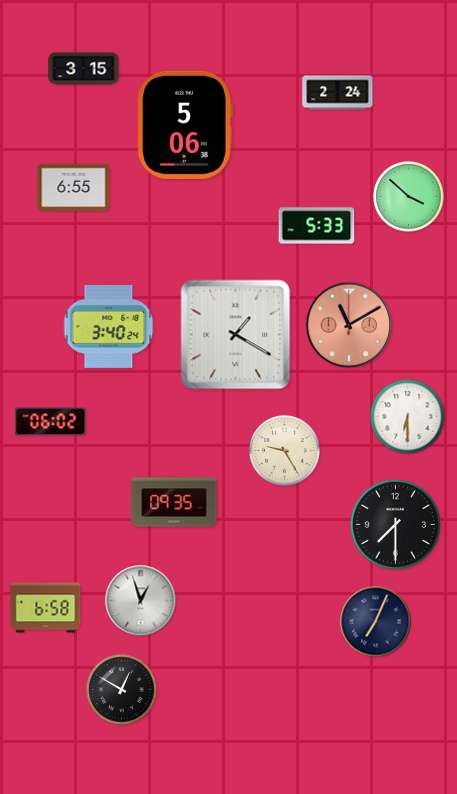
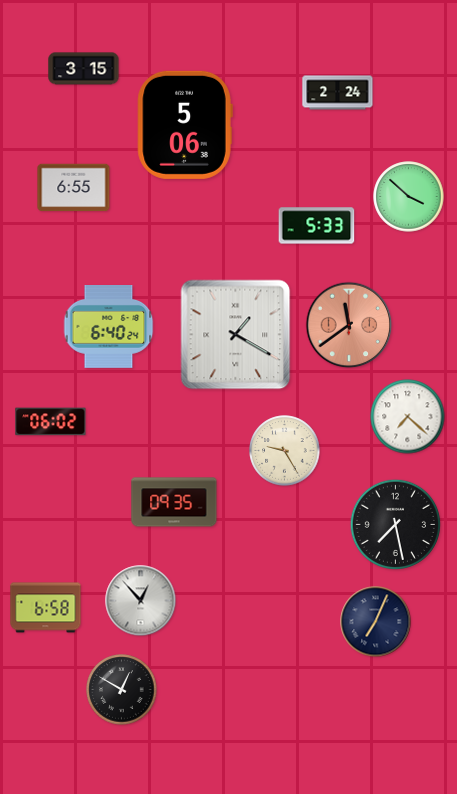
clock at (349, 325): 11:10 -> 11:39
clock at (109, 327): 3:40 -> 6:40
clock at (408, 417): 6:30 -> 7:22
clock at (395, 524): 7:30 -> 7:28
clock at (141, 601): 12:57 -> 12:53
